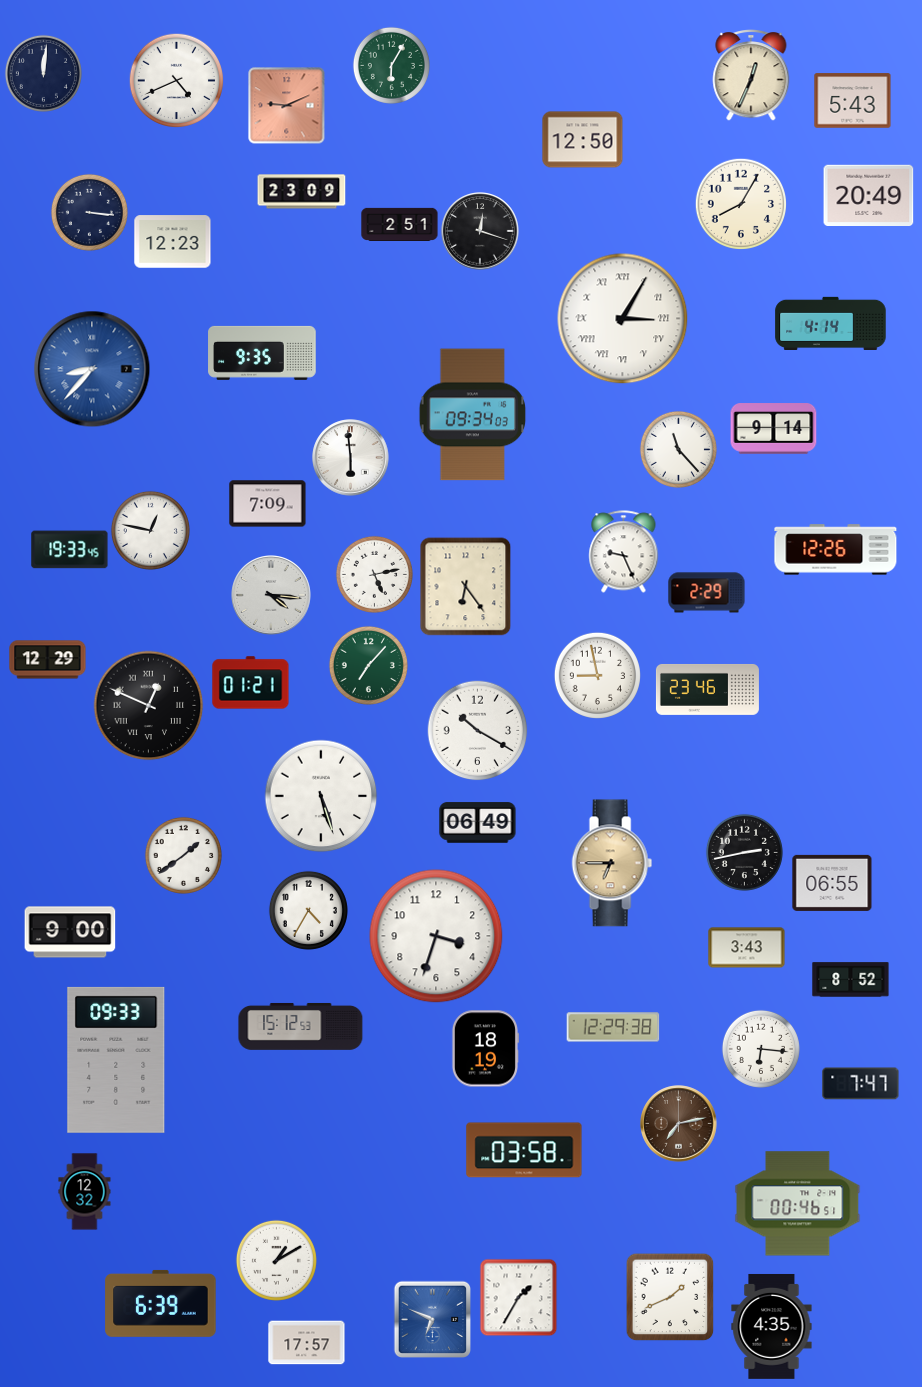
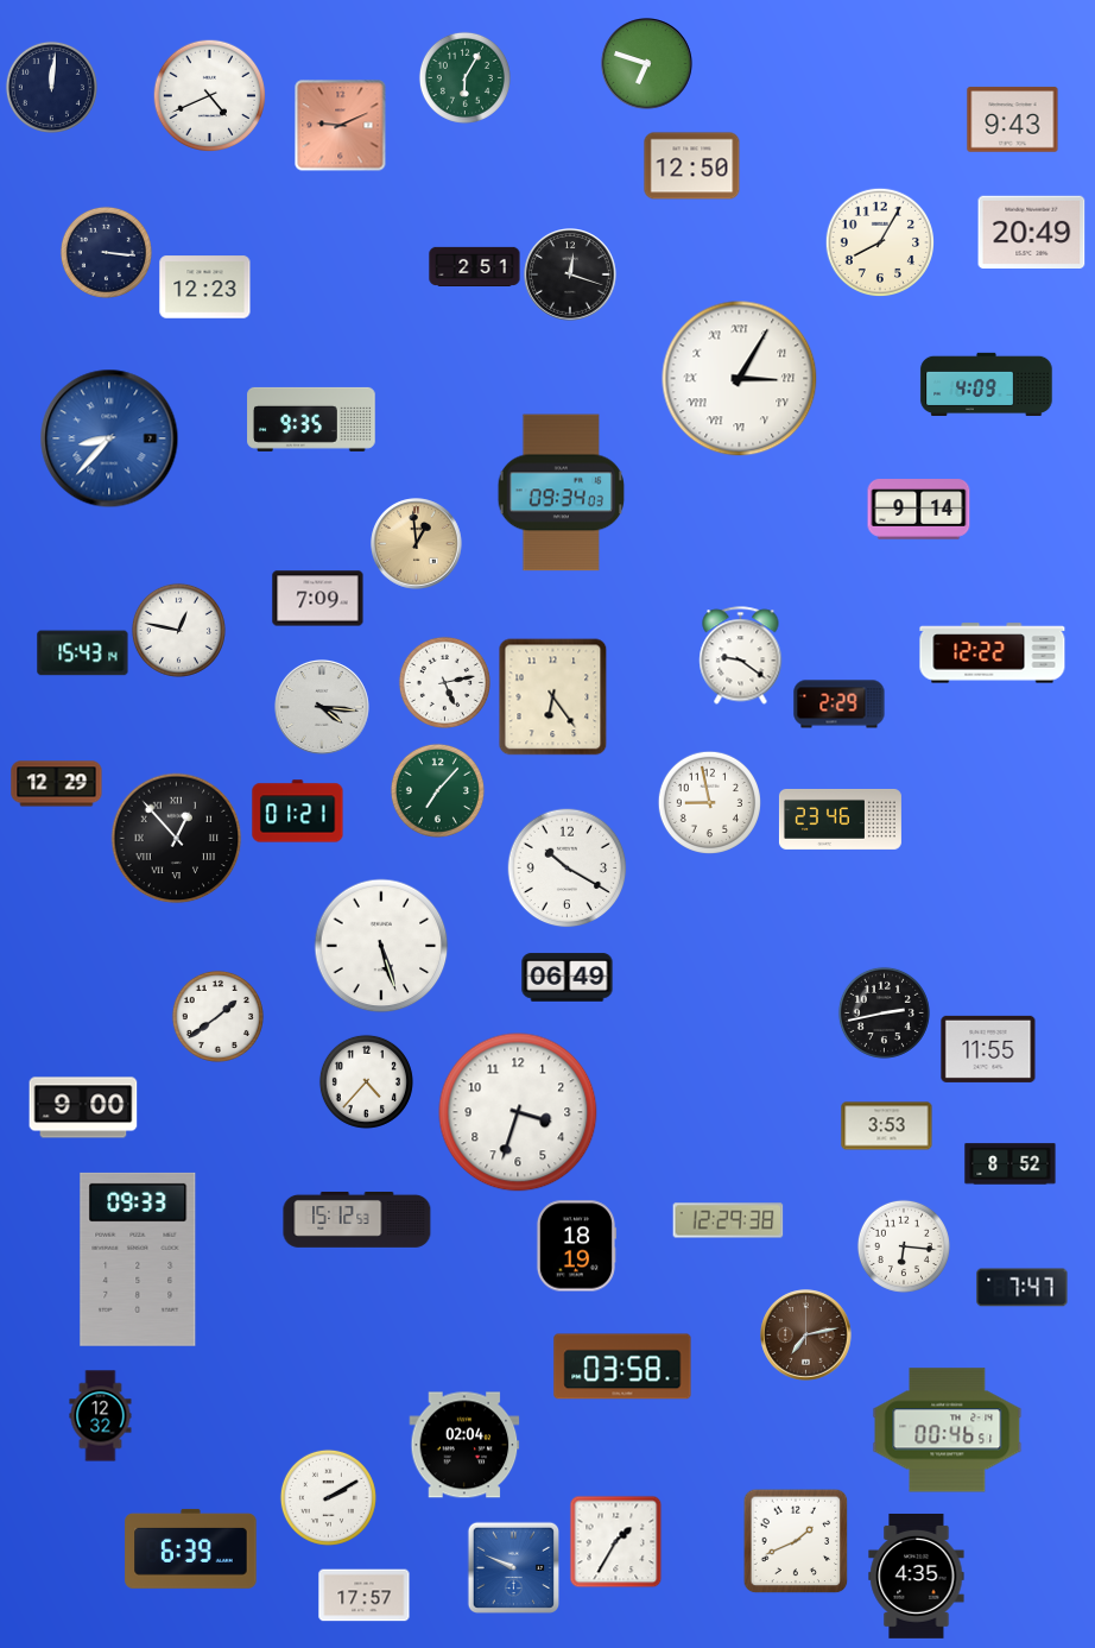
clock at (647, 64): none -> 6:48
clock at (751, 76): 12:34 -> none
clock at (853, 101): 5:43 -> 9:43
clock at (302, 192): 23:09 -> none
clock at (831, 323): 4:14 -> 4:09
clock at (678, 449): 11:23 -> none
clock at (351, 458): 5:59 -> 12:59
clock at (351, 458) dial: white -> champagne
clock at (70, 550): 19:33 -> 15:43
clock at (836, 550): 12:26 -> 12:22
clock at (624, 552): 9:26 -> 9:21
clock at (149, 706): 12:49 -> 12:53
clock at (612, 863): 6:45 -> none
clock at (832, 883): 06:55 -> 11:55
clock at (308, 910): 4:35 -> 4:37
clock at (747, 948): 3:43 -> 3:53
clock at (464, 1445): none -> 02:04
clock at (276, 1260): 1:10 -> 2:10
clock at (432, 1319): 6:49 -> 9:49
